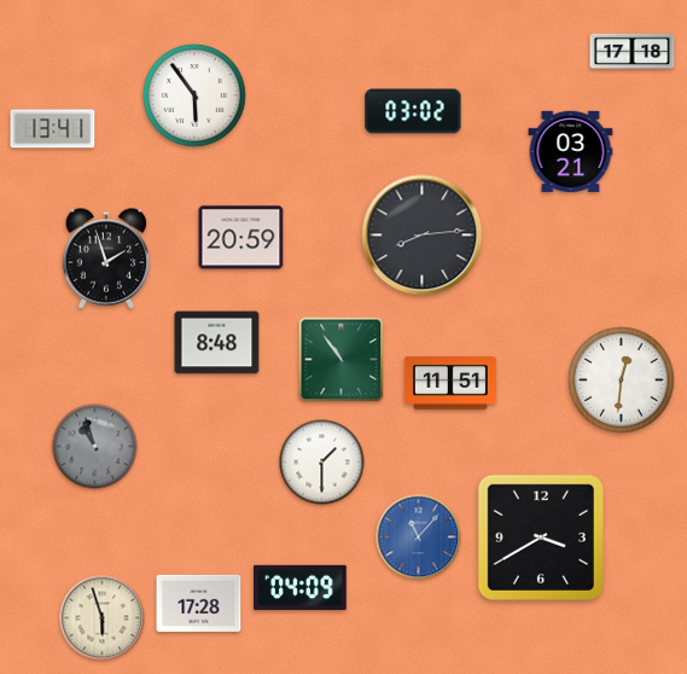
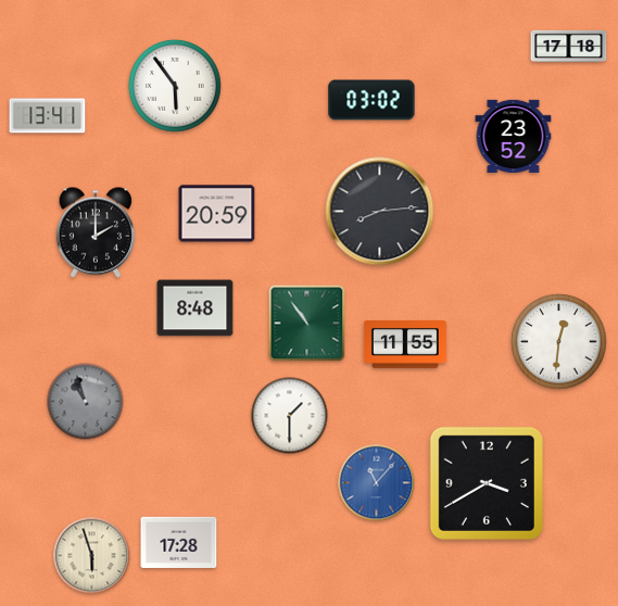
clock at (571, 151): 03:21 -> 23:52
clock at (106, 258): 1:57 -> 2:00
clock at (450, 383): 11:51 -> 11:55
clock at (301, 587): 04:09 -> none
